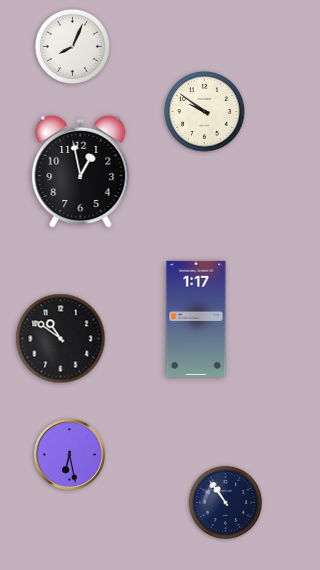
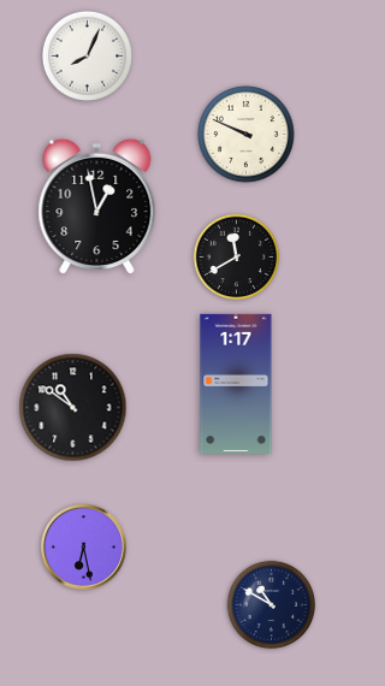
clock at (205, 112): 9:51 -> 9:49
clock at (237, 258): none -> 11:40
clock at (226, 503): 10:54 -> 10:50
